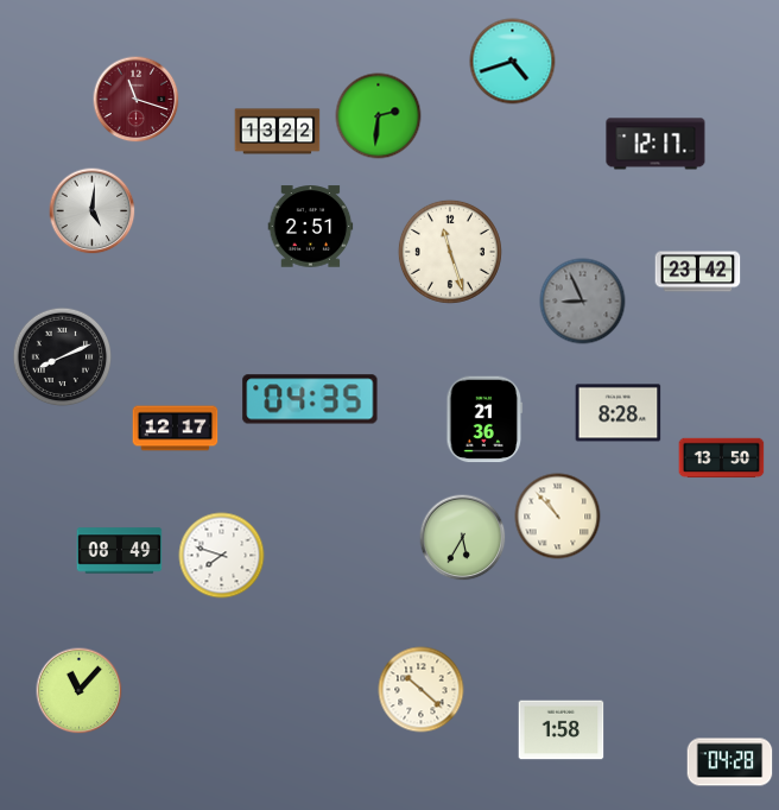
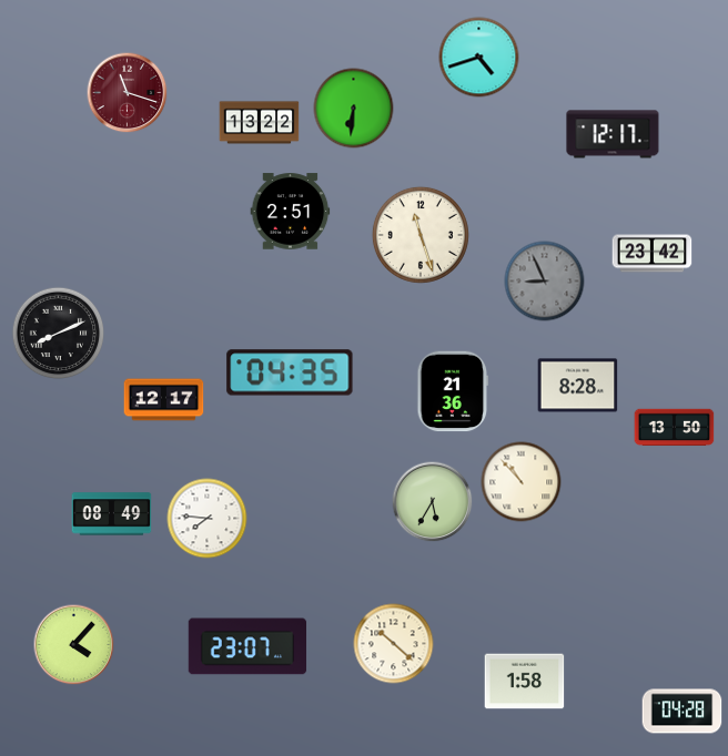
clock at (379, 116): 2:31 -> 6:31
clock at (93, 211): 5:01 -> none
clock at (222, 556): 7:48 -> 7:46
clock at (80, 691): 11:07 -> 4:07
clock at (247, 646): none -> 23:07
